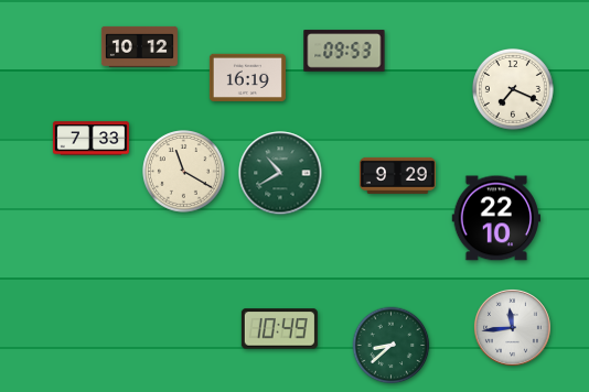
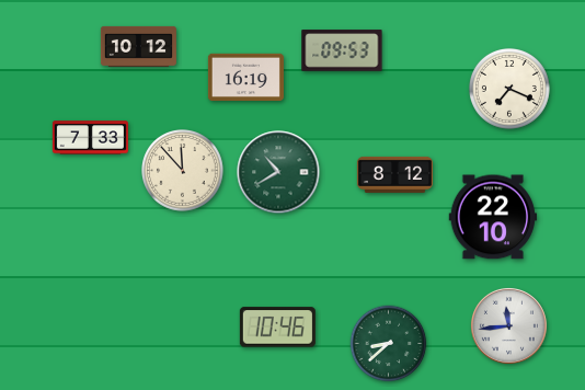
clock at (184, 172): 11:20 -> 11:53
clock at (397, 175): 9:29 -> 8:12
clock at (279, 329): 10:49 -> 10:46
